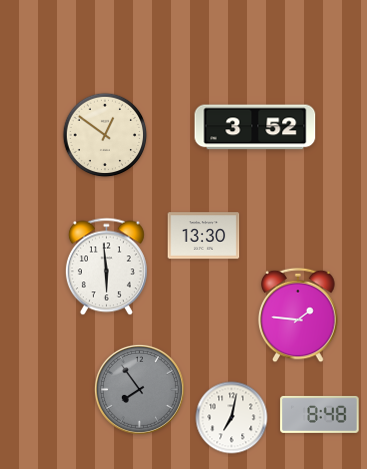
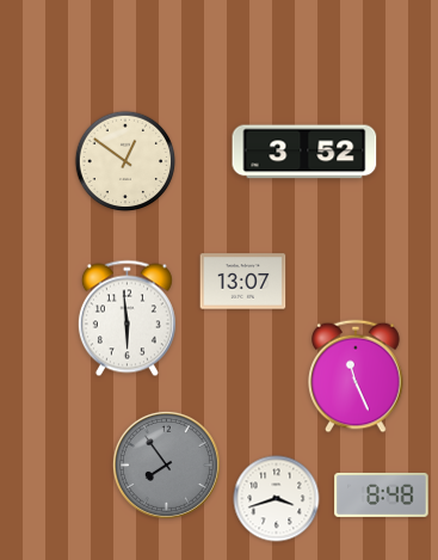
clock at (204, 236): 13:30 -> 13:07
clock at (298, 315): 1:46 -> 11:26
clock at (232, 418): 7:02 -> 3:42
